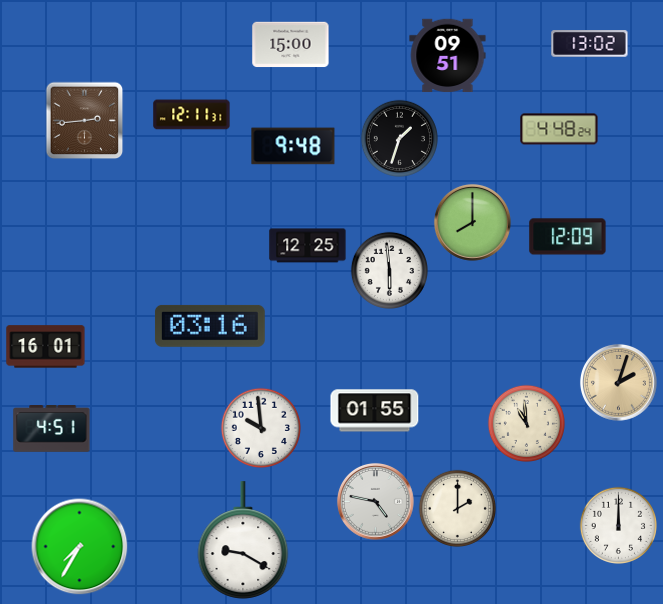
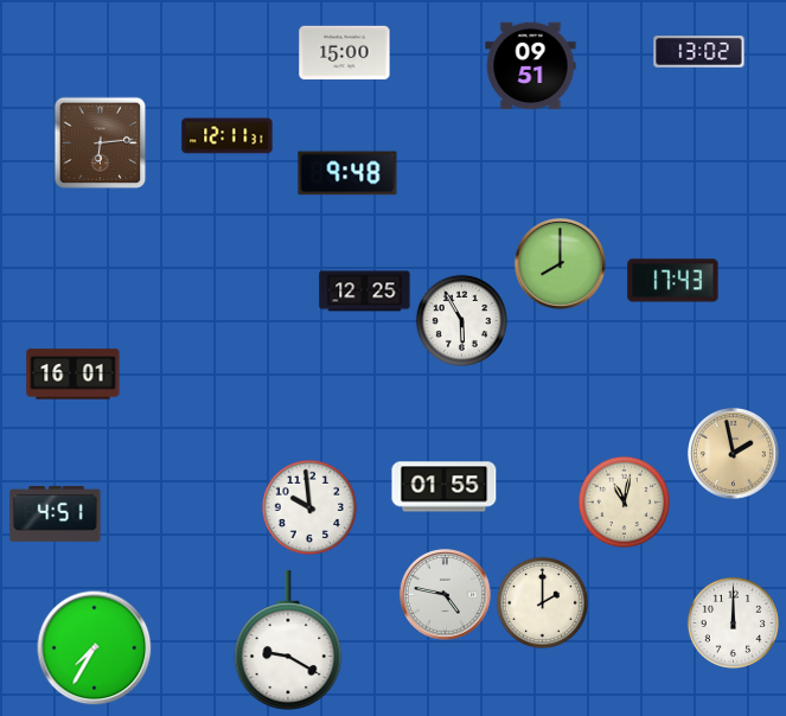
clock at (84, 120): 2:44 -> 6:14
clock at (559, 129): 4:48 -> none
clock at (399, 138): 1:33 -> none
clock at (568, 237): 12:09 -> 17:43
clock at (389, 270): 5:59 -> 5:55
clock at (210, 326): 03:16 -> none
clock at (46, 347) position: (46, 347) -> (74, 375)
clock at (619, 383): 2:03 -> 1:58
clock at (526, 423): 10:59 -> 11:02
clock at (52, 429) position: (52, 429) -> (56, 514)
